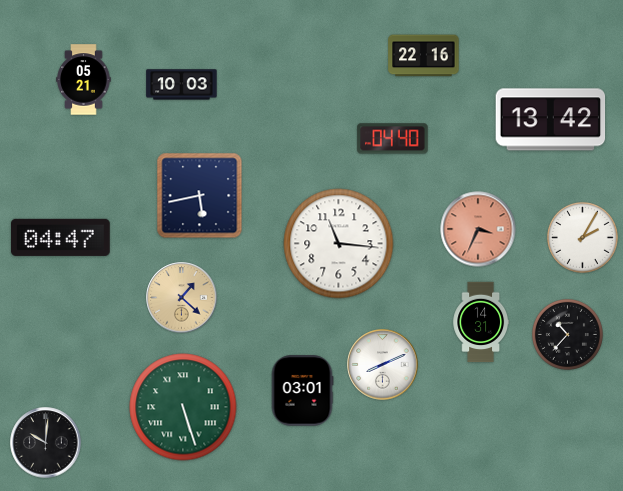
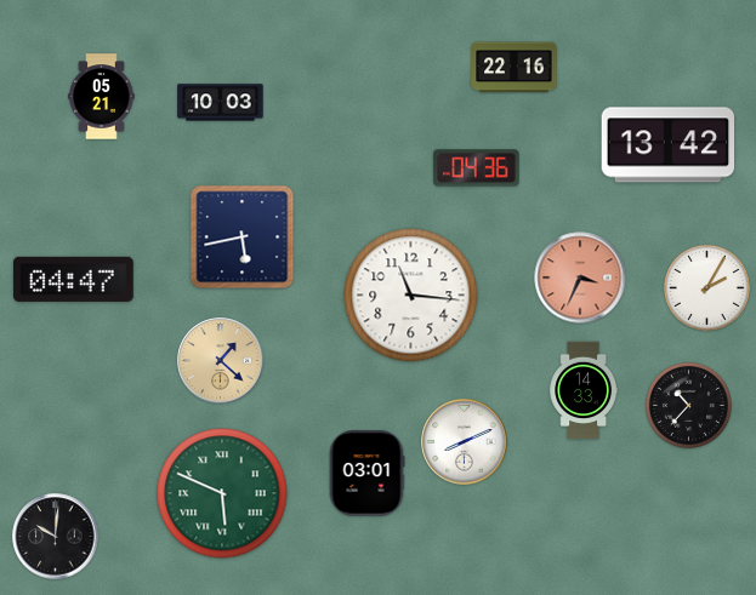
clock at (393, 139): 04:40 -> 04:36
clock at (61, 237) position: (61, 237) -> (74, 279)
clock at (480, 322): 14:31 -> 14:33
clock at (183, 407): 5:27 -> 5:49
